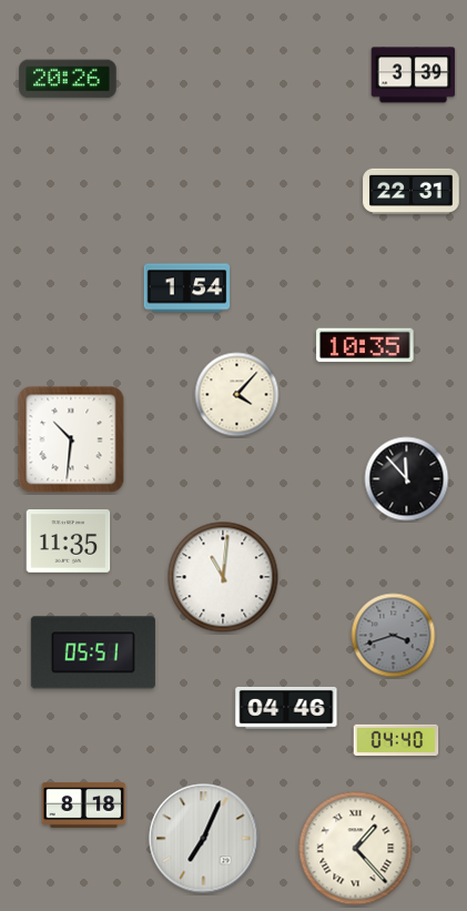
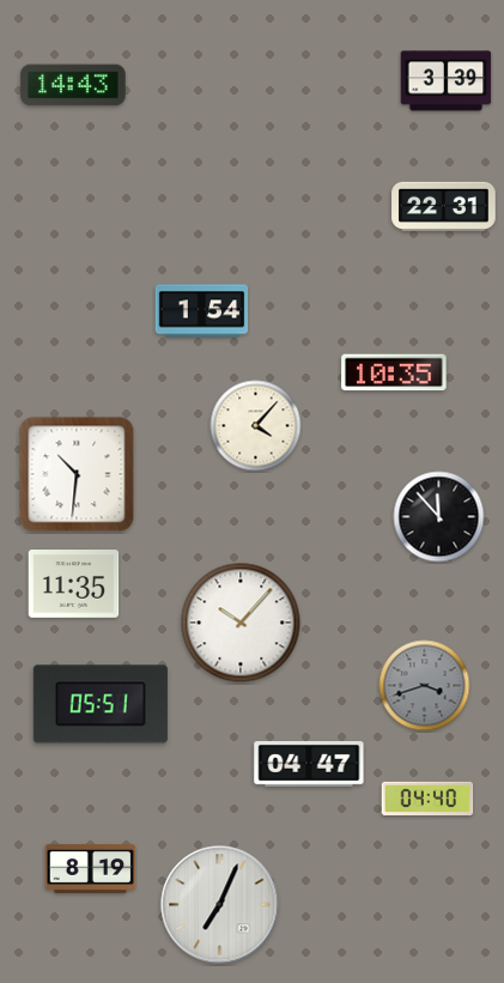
clock at (68, 79): 20:26 -> 14:43
clock at (223, 577): 11:01 -> 10:07
clock at (286, 708): 04:46 -> 04:47
clock at (84, 806): 8:18 -> 8:19
clock at (356, 849): 1:23 -> none
